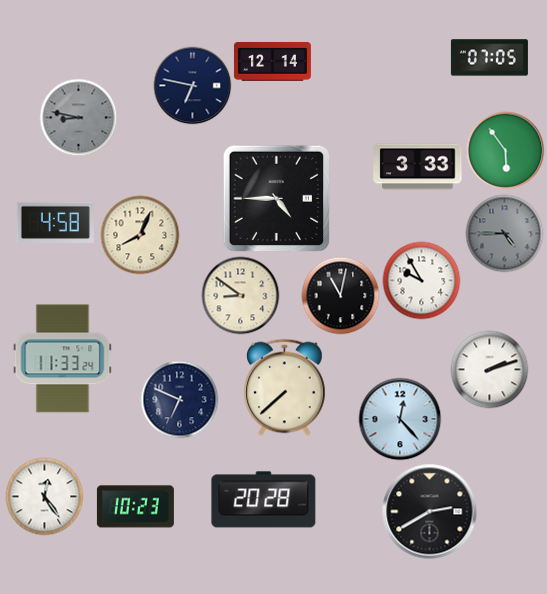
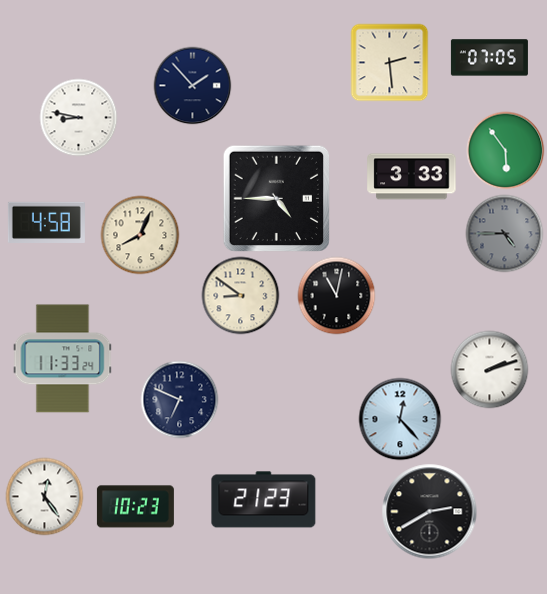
clock at (272, 62): 12:14 -> none
clock at (389, 62): none -> 2:29
clock at (192, 85): 6:47 -> 1:53
clock at (78, 117) dial: grey -> white
clock at (418, 167) position: (418, 167) -> (412, 177)
clock at (55, 222) position: (55, 222) -> (46, 222)
clock at (421, 280): 9:55 -> none
clock at (340, 295) position: (340, 295) -> (336, 295)
clock at (285, 387): 7:38 -> none
clock at (264, 500): 20:28 -> 21:23
